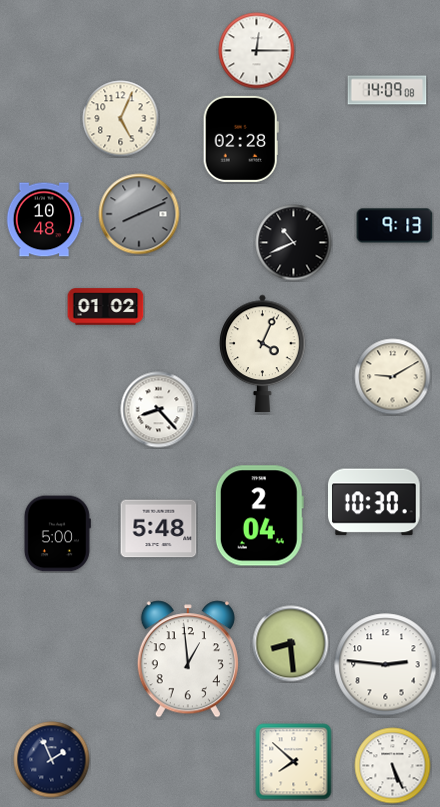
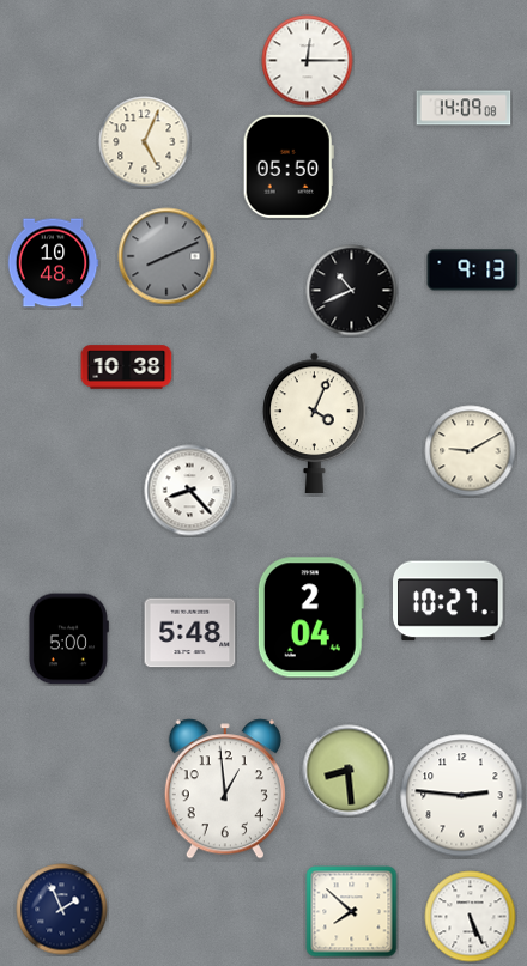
clock at (241, 139): 02:28 -> 05:50
clock at (106, 307): 01:02 -> 10:38
clock at (375, 502): 10:30 -> 10:27
